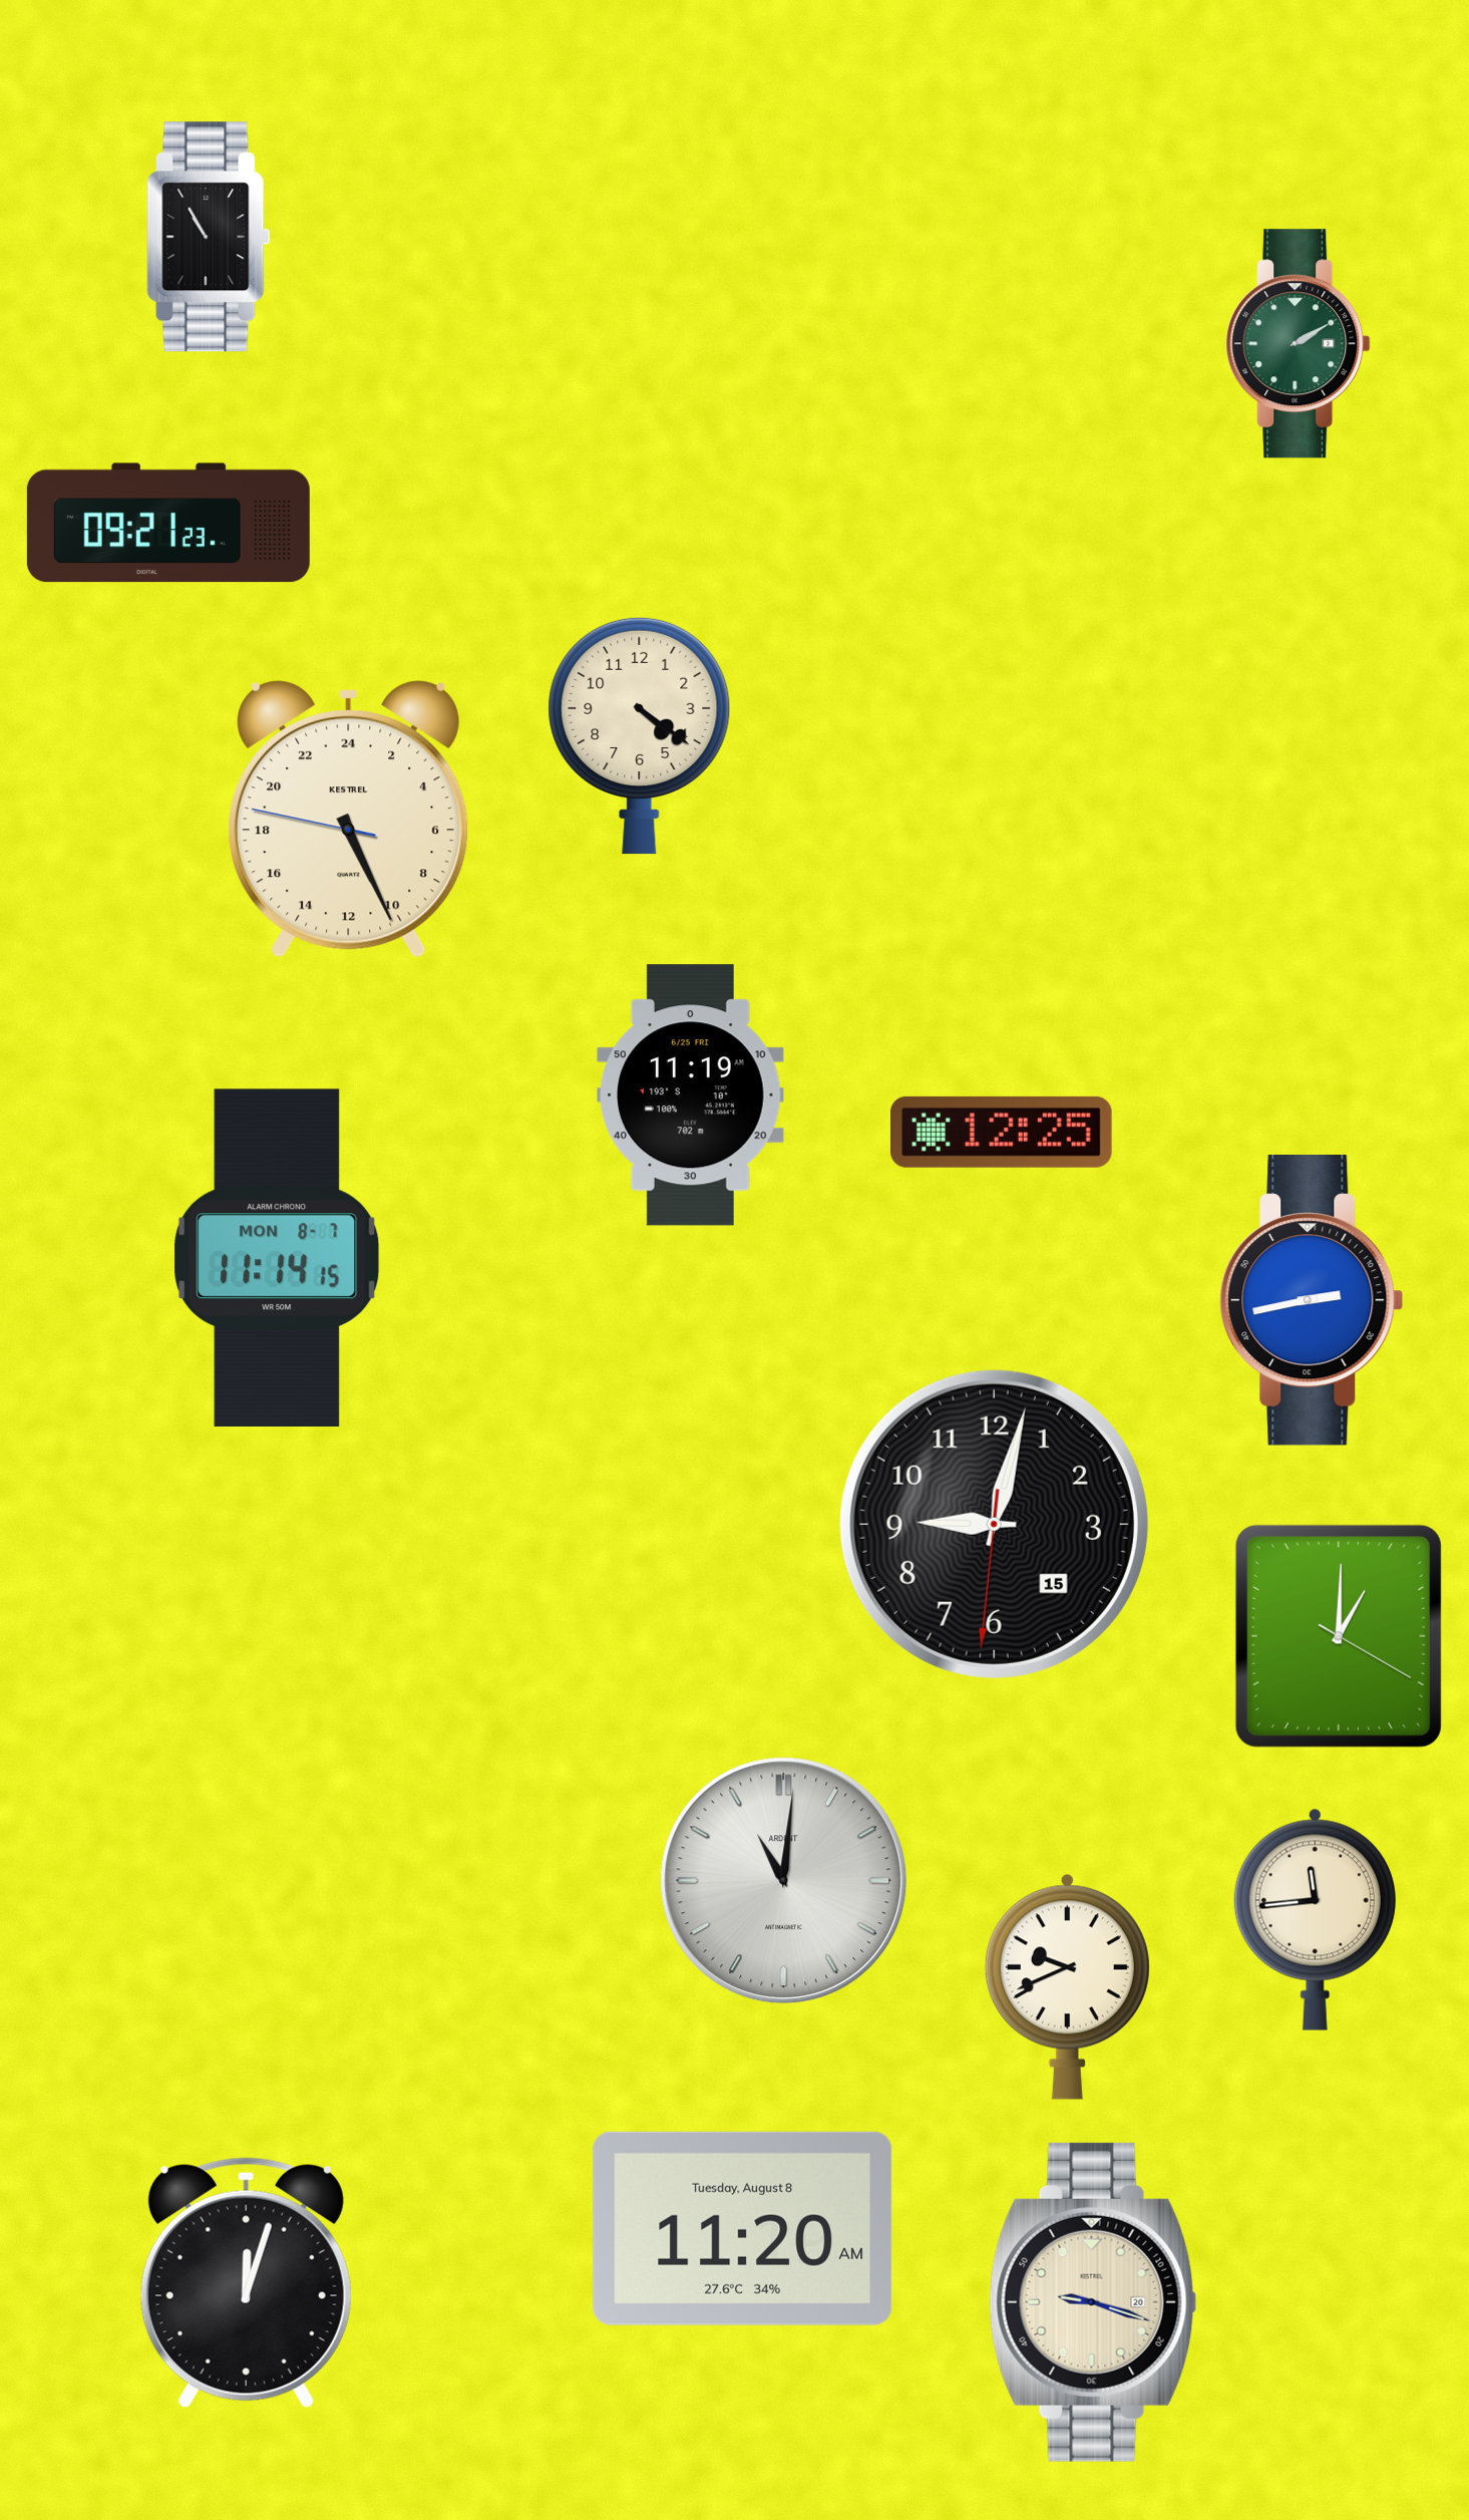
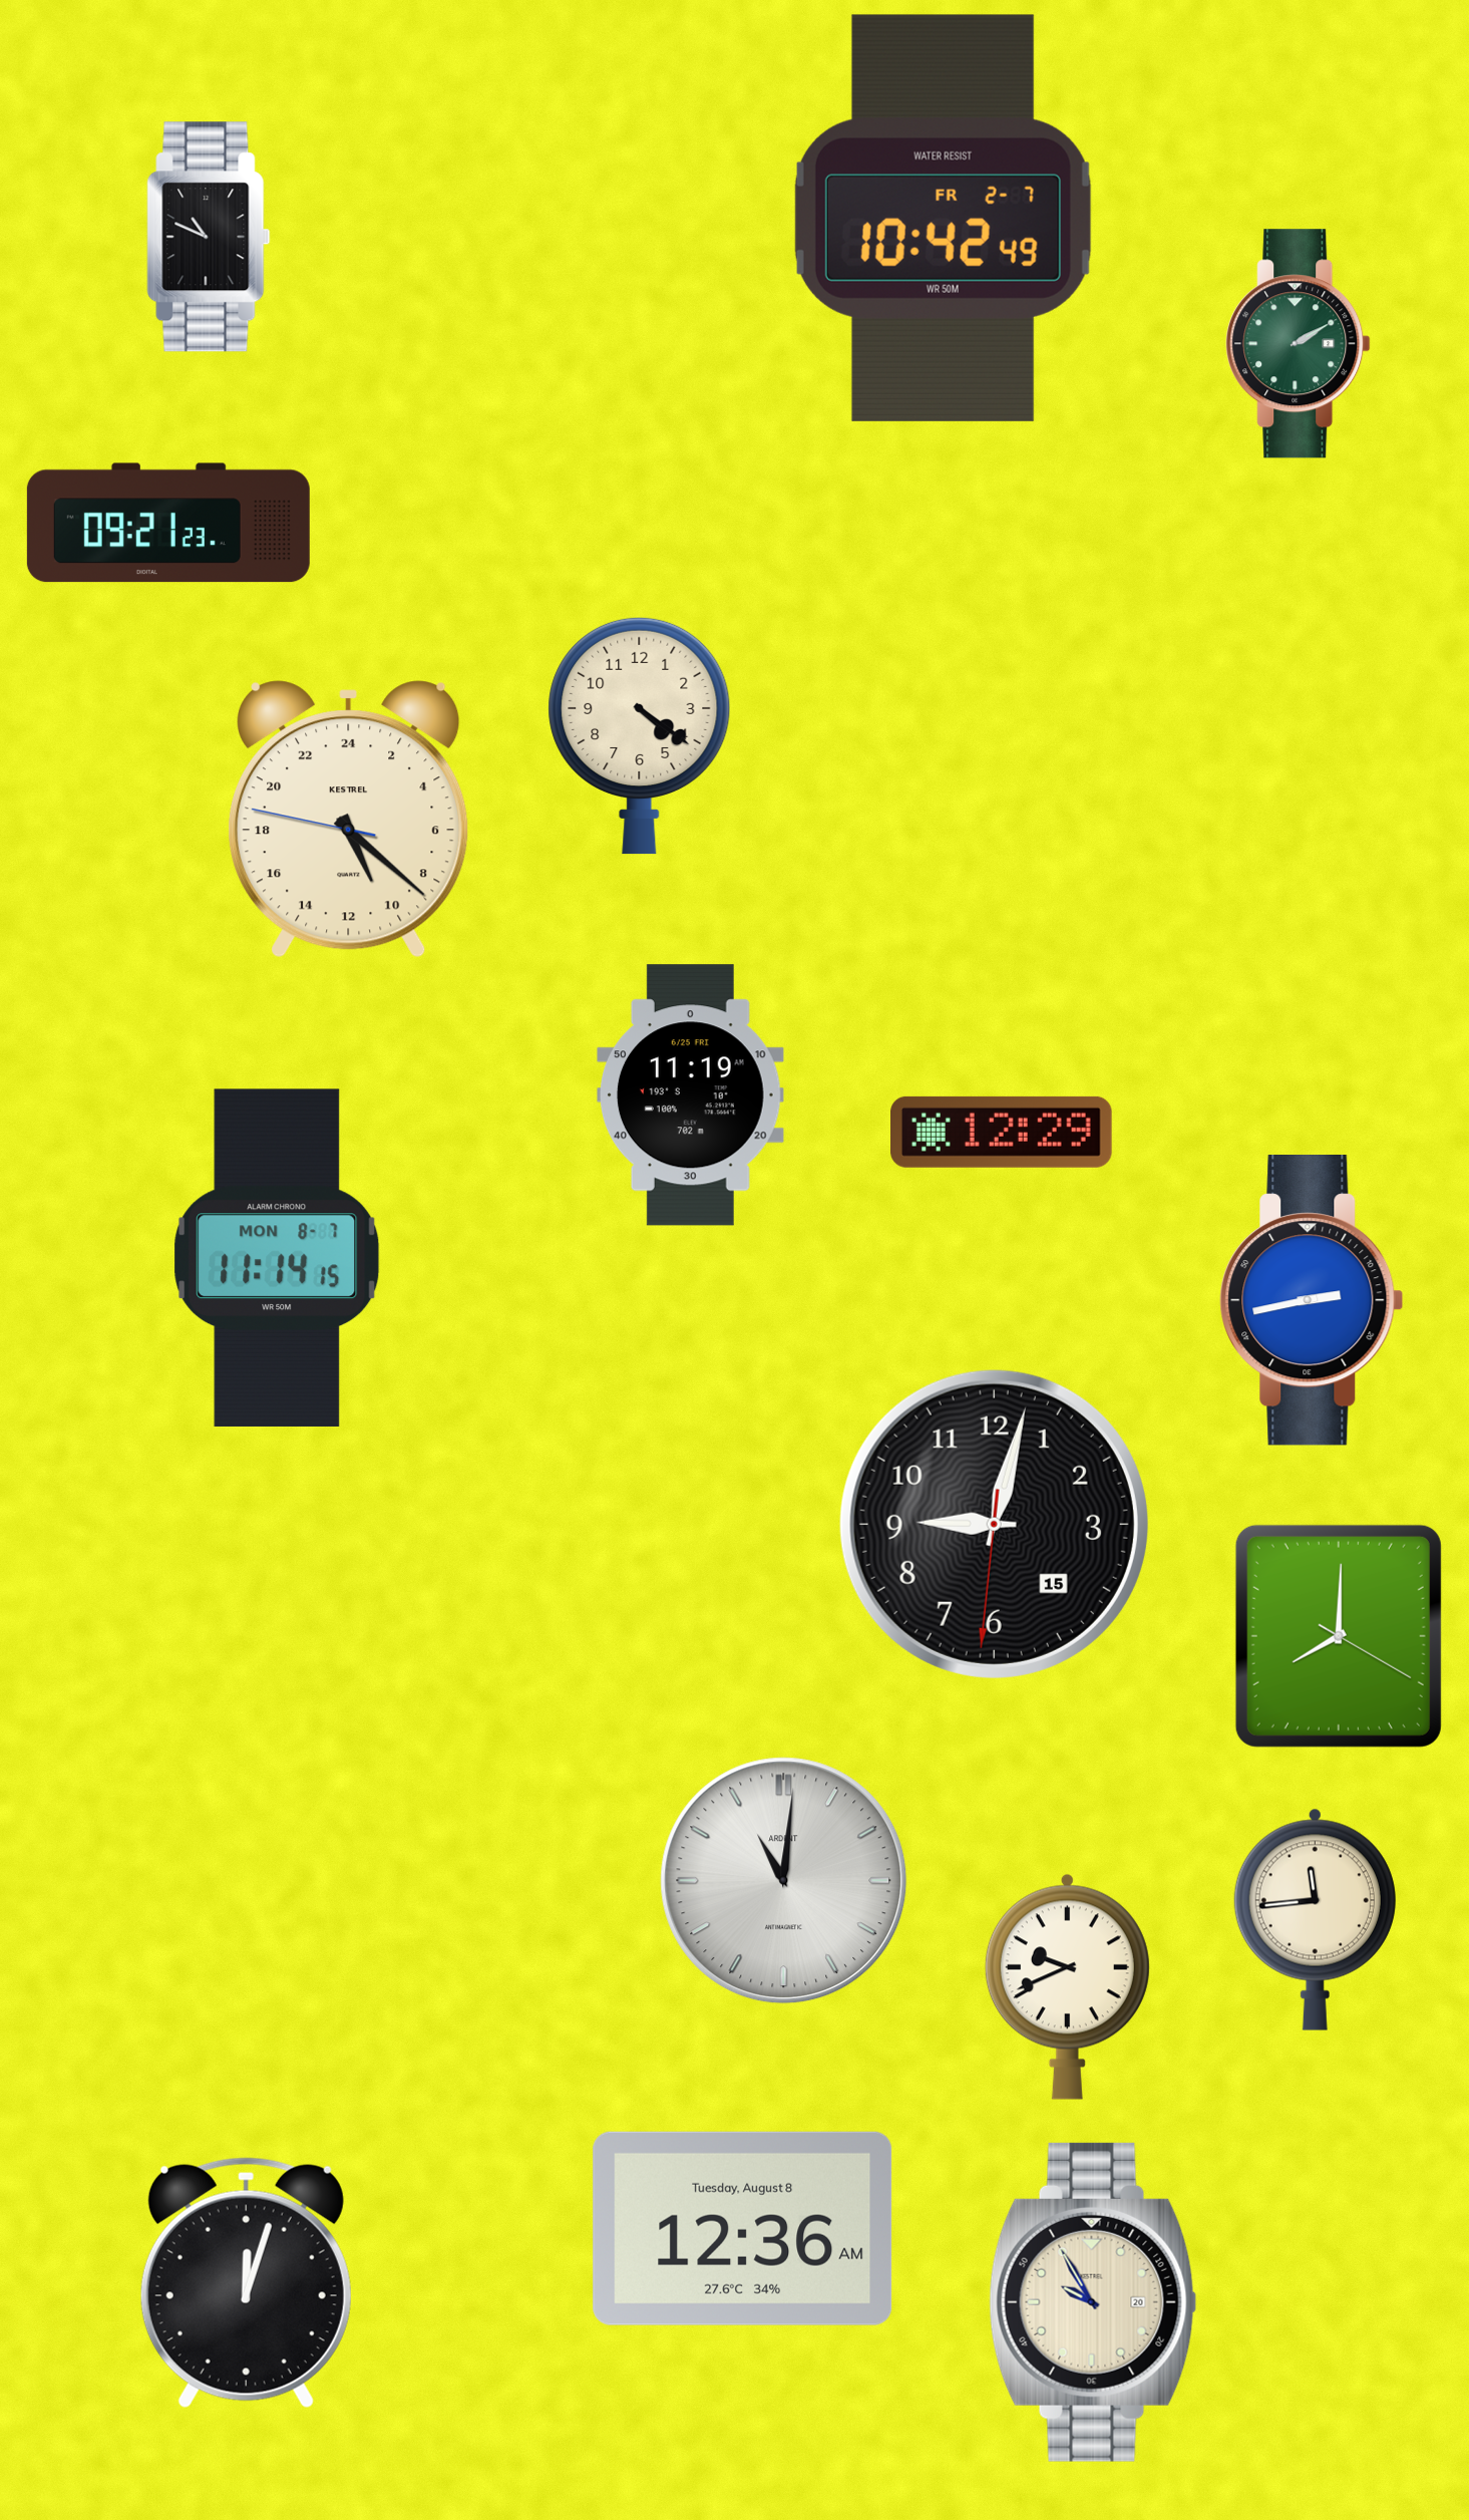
clock at (943, 218): none -> 10:42
clock at (209, 237): 10:55 -> 10:49
clock at (349, 820): 10:25 -> 10:21
clock at (1002, 1132): 12:25 -> 12:29
clock at (1339, 1636): 1:00 -> 8:00
clock at (743, 2228): 11:20 -> 12:36
clock at (1093, 2302): 9:18 -> 9:55
